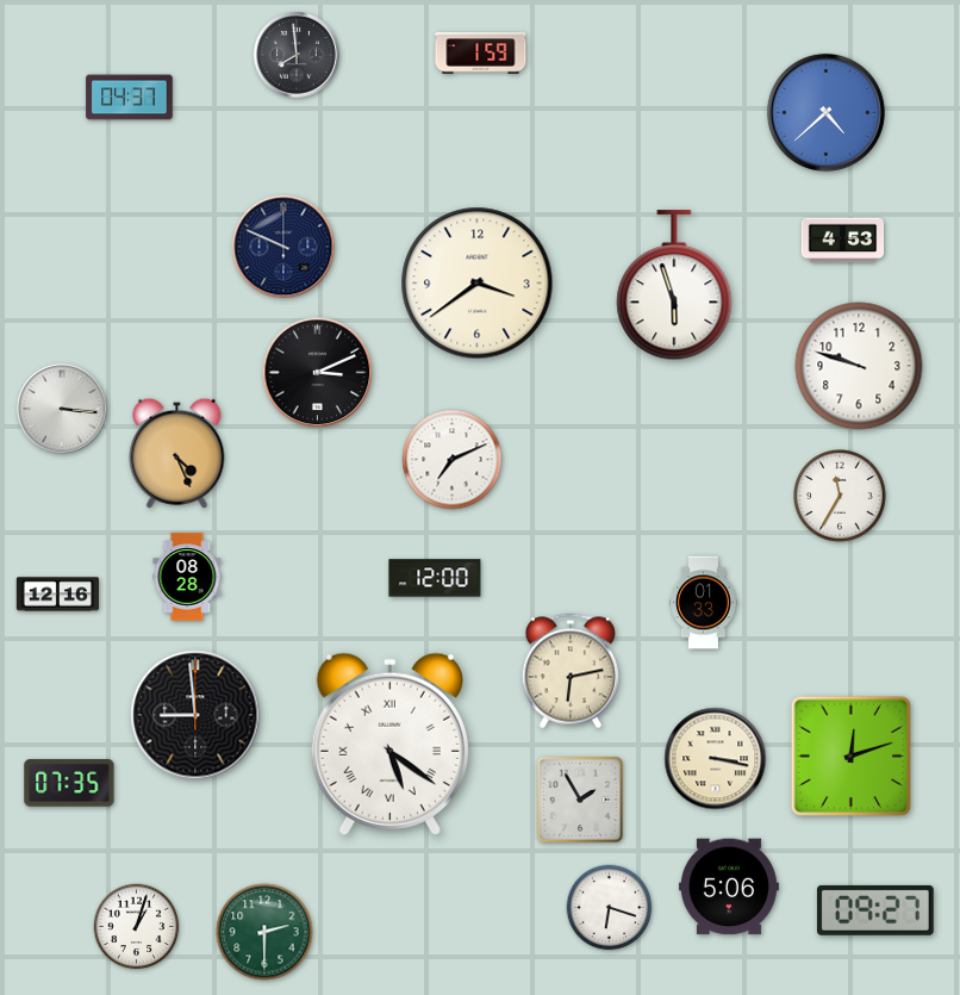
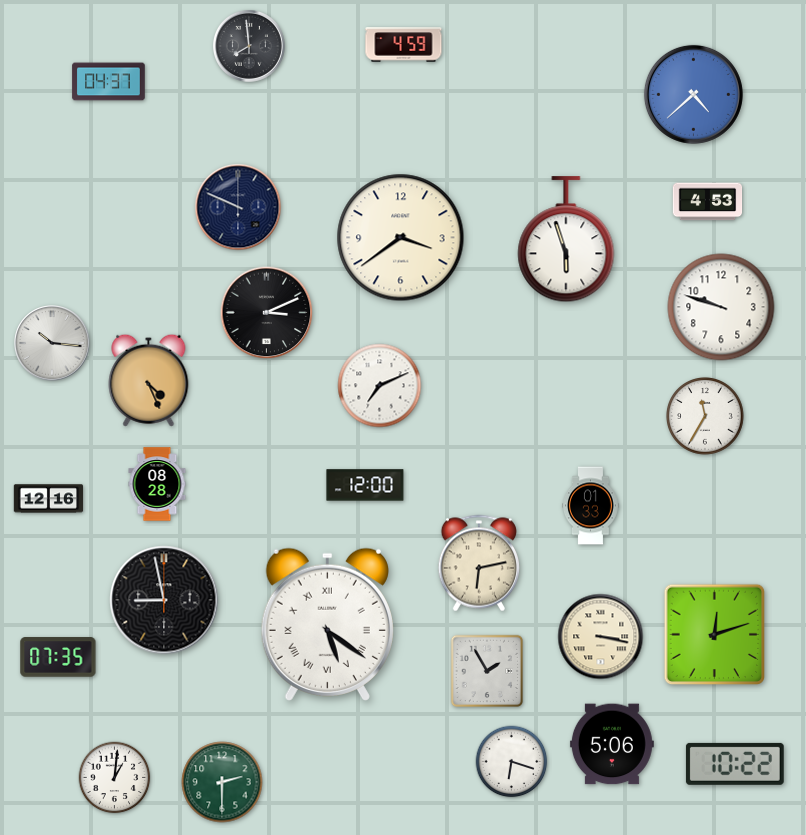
clock at (481, 54): 1:59 -> 4:59
clock at (62, 409): 3:16 -> 10:16
clock at (195, 715): 8:59 -> 8:58
clock at (875, 910): 09:27 -> 10:22
clock at (137, 927): 1:03 -> 1:01
